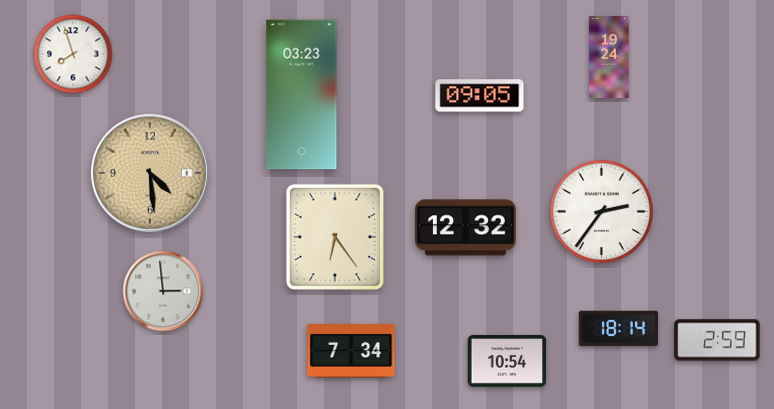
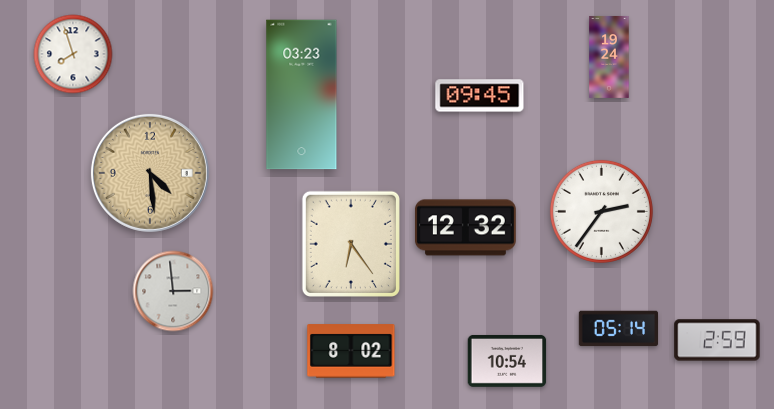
clock at (480, 96): 09:05 -> 09:45
clock at (335, 237) position: (335, 237) -> (351, 244)
clock at (163, 291) position: (163, 291) -> (173, 291)
clock at (619, 329): 18:14 -> 05:14
clock at (351, 351): 7:34 -> 8:02
